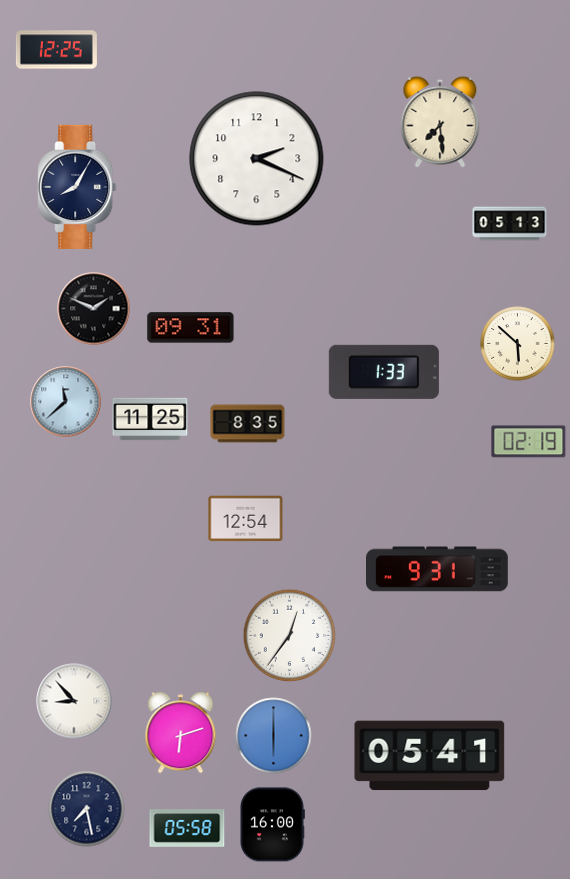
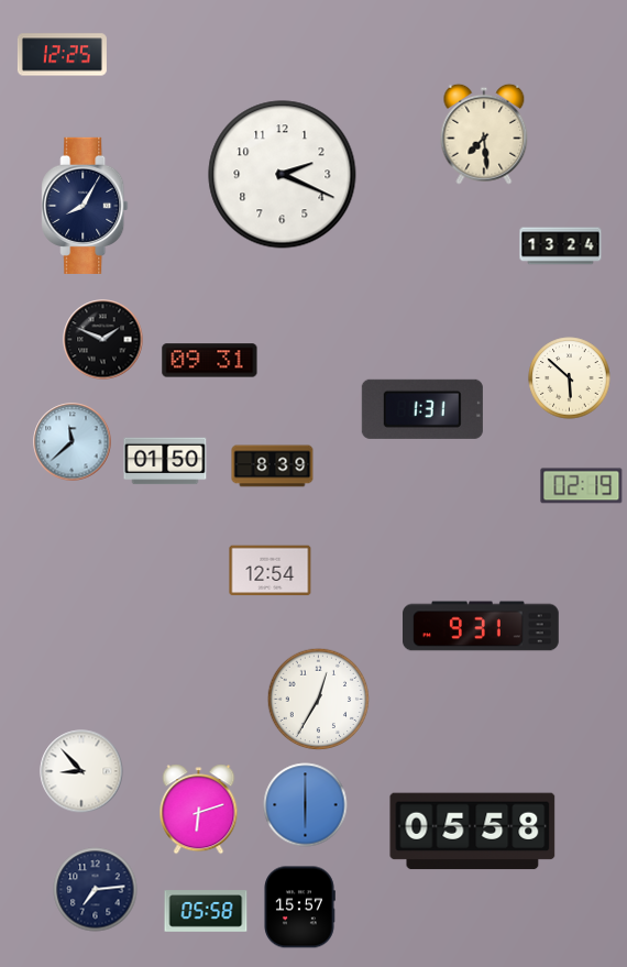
clock at (510, 224): 05:13 -> 13:24
clock at (384, 372): 1:33 -> 1:31
clock at (150, 419): 11:25 -> 01:50
clock at (248, 424): 8:35 -> 8:39
clock at (290, 636): 12:36 -> 12:35
clock at (181, 733) position: (181, 733) -> (199, 810)
clock at (274, 736) position: (274, 736) -> (306, 805)
clock at (430, 756): 05:41 -> 05:58
clock at (87, 809): 7:28 -> 7:14
clock at (272, 825): 16:00 -> 15:57
